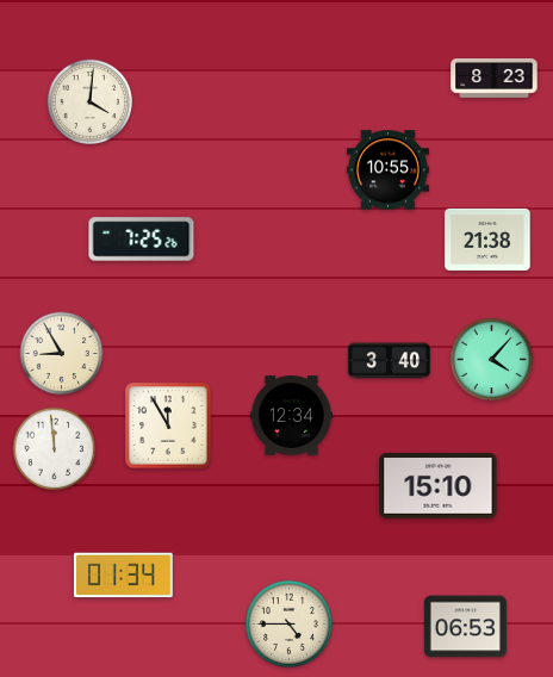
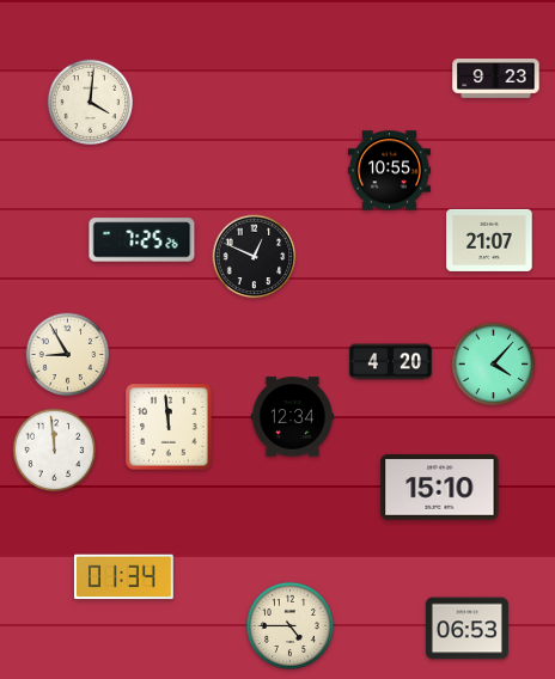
clock at (495, 79): 8:23 -> 9:23
clock at (487, 240): 21:38 -> 21:07
clock at (255, 257): none -> 12:49
clock at (62, 354) position: (62, 354) -> (68, 355)
clock at (492, 360) position: (492, 360) -> (494, 365)
clock at (389, 361): 3:40 -> 4:20
clock at (168, 426): 11:55 -> 11:59
